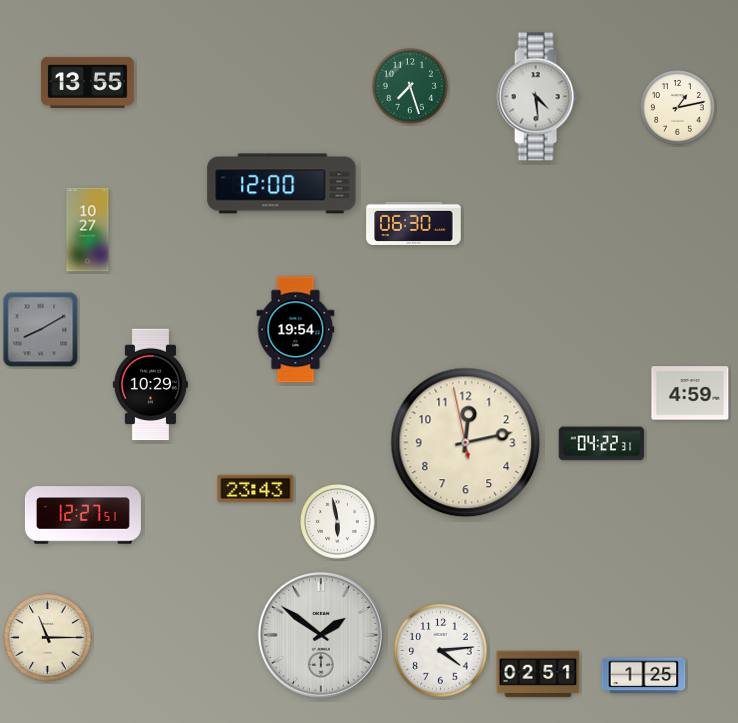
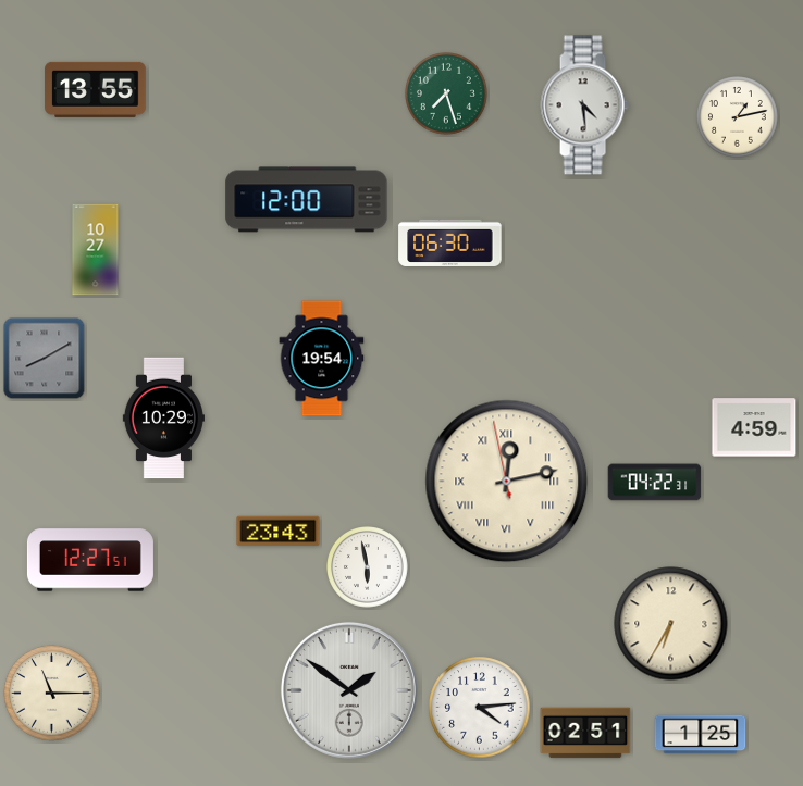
clock at (690, 393) position: (690, 393) -> (754, 427)
clock at (466, 443) numerals: Arabic -> Roman
clock at (671, 624): none -> 6:35
